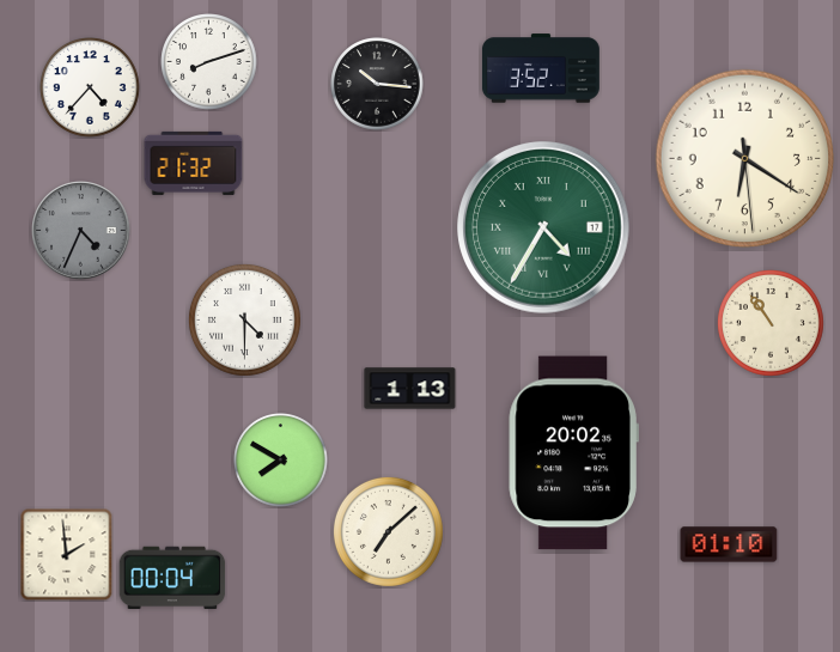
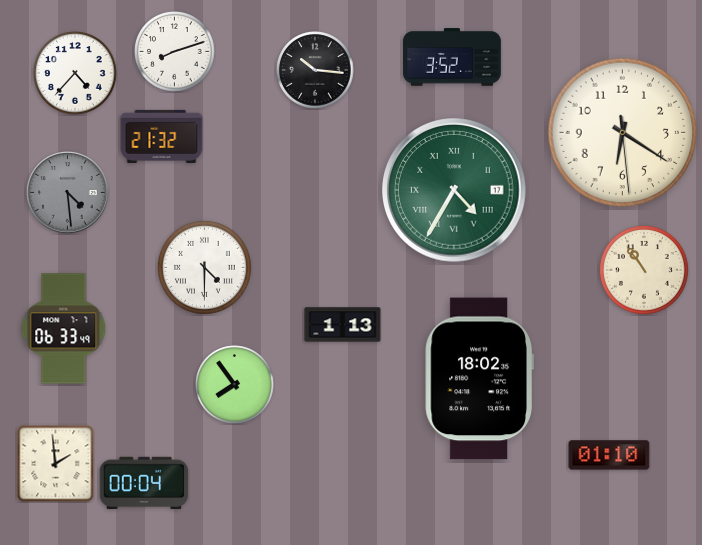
clock at (81, 231): 4:34 -> 4:29
clock at (64, 329): none -> 06:33
clock at (573, 453): 20:02 -> 18:02
clock at (281, 461): 7:50 -> 7:54
clock at (388, 531): 7:08 -> none
